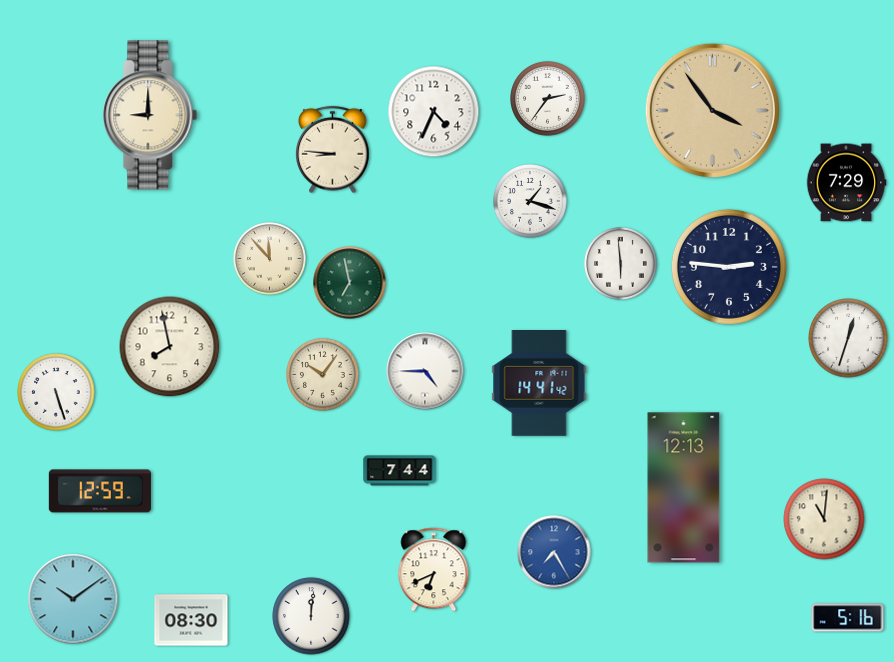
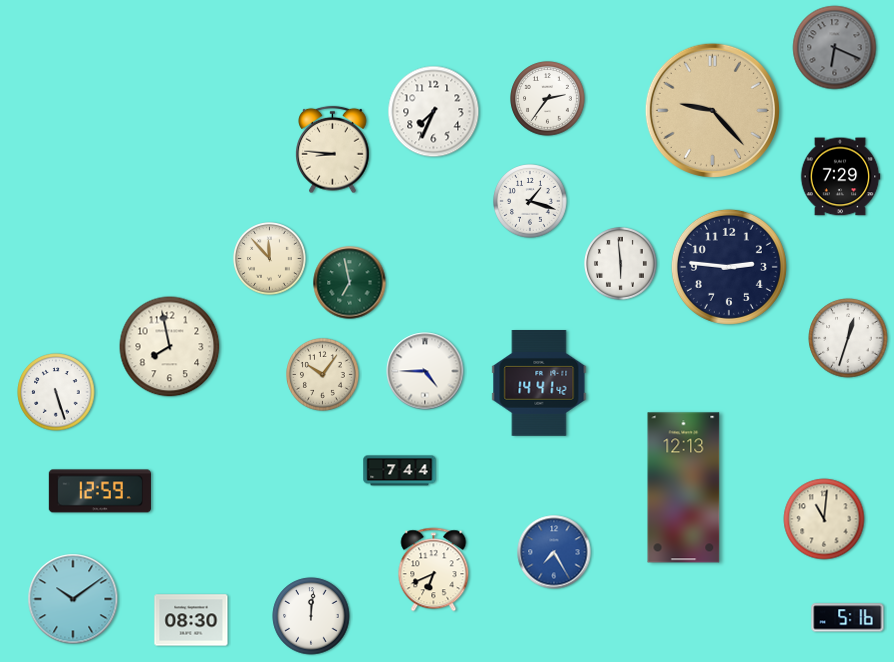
clock at (835, 48): none -> 6:19
clock at (712, 110): 3:54 -> 9:23
clock at (434, 112): 4:34 -> 7:34
clock at (150, 115): 9:00 -> none
clock at (846, 183) position: (846, 183) -> (840, 177)
